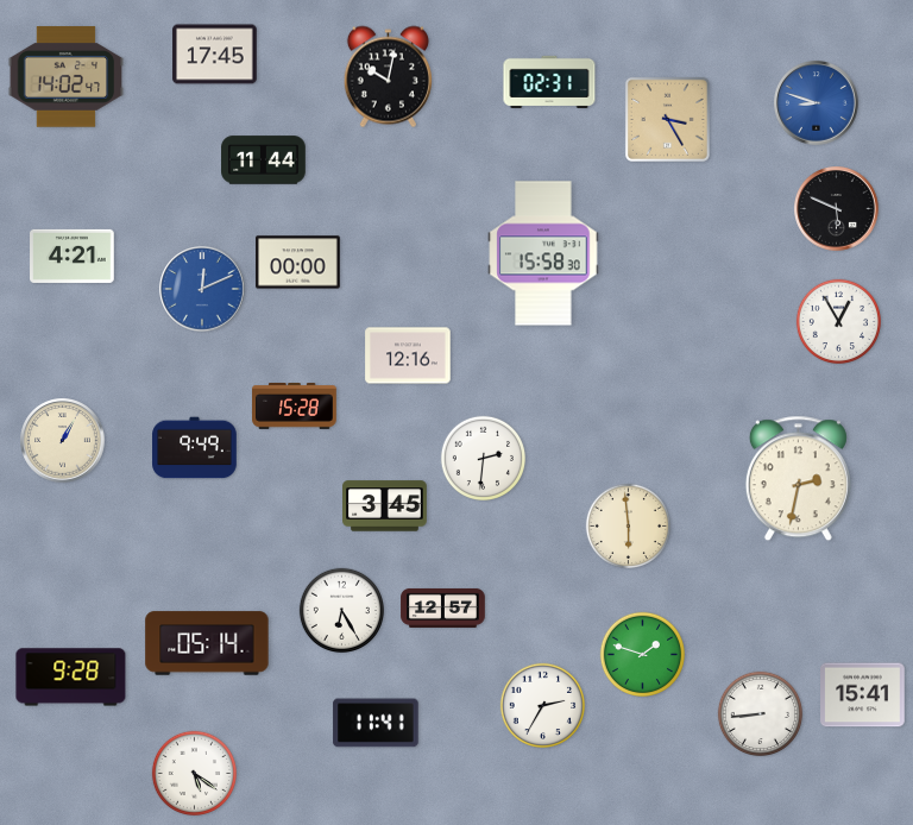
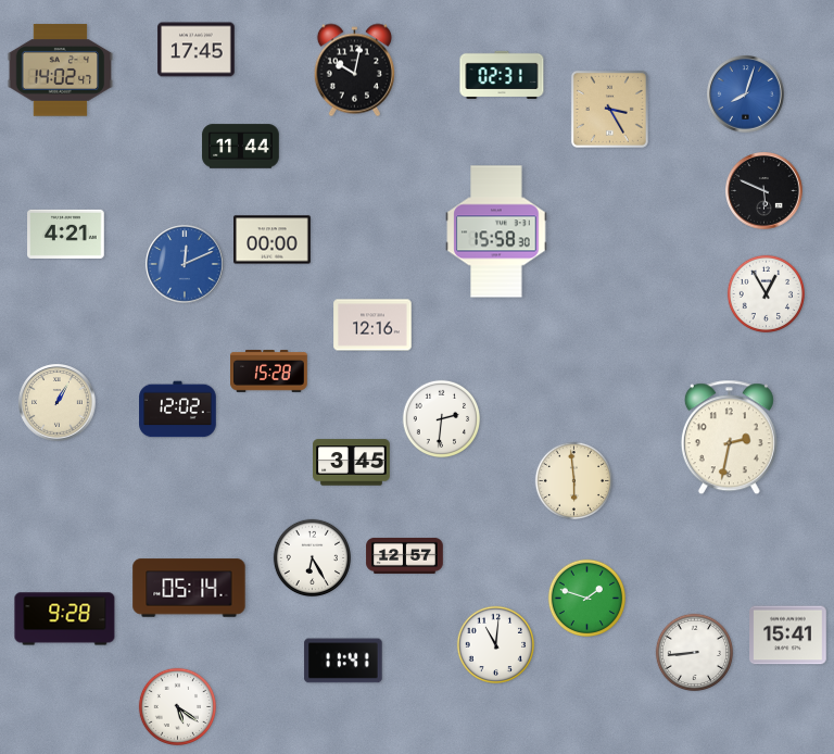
clock at (817, 103): 8:48 -> 8:03
clock at (195, 448): 9:49 -> 12:02
clock at (542, 705): 2:35 -> 11:01
